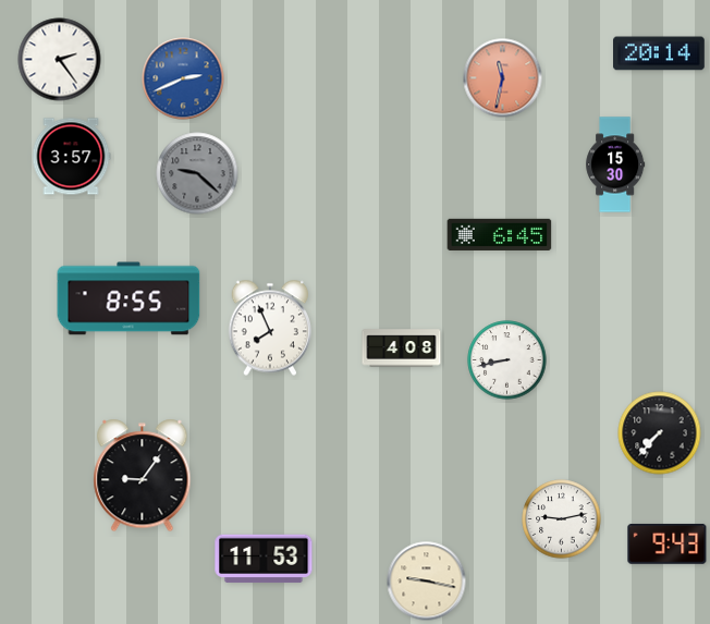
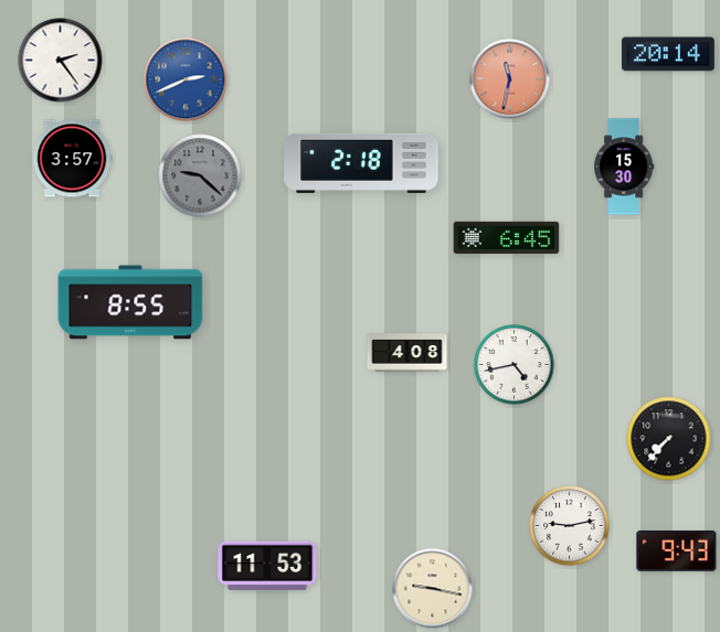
clock at (361, 163): none -> 2:18
clock at (270, 328): 7:56 -> none
clock at (507, 360): 8:43 -> 4:43
clock at (143, 476): 9:06 -> none
